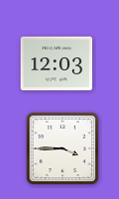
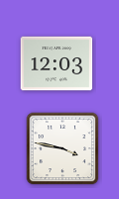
clock at (63, 149): 3:45 -> 3:47
